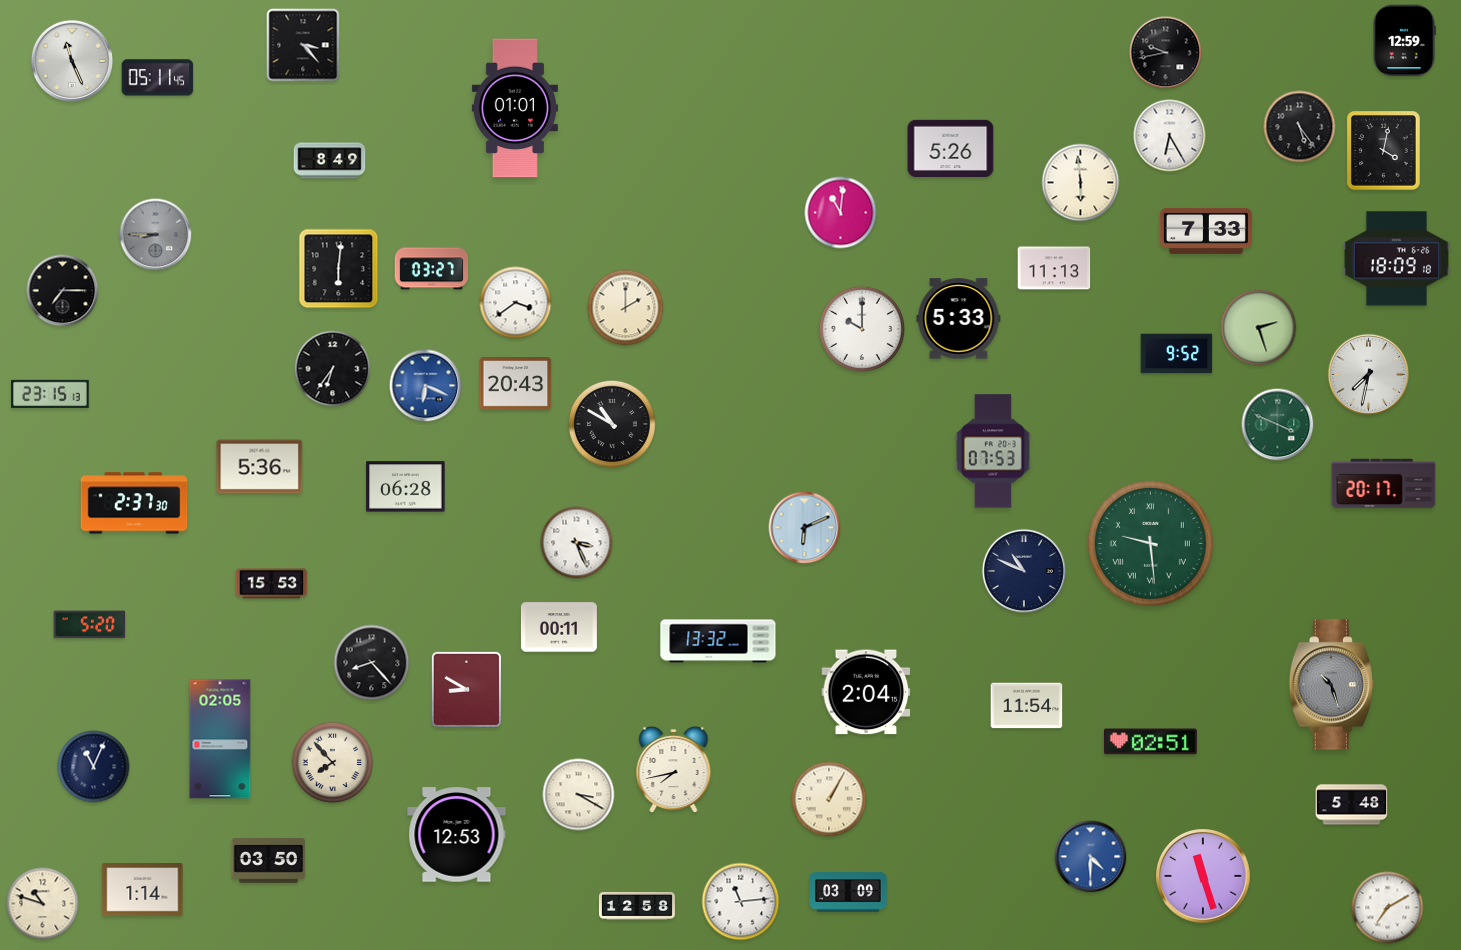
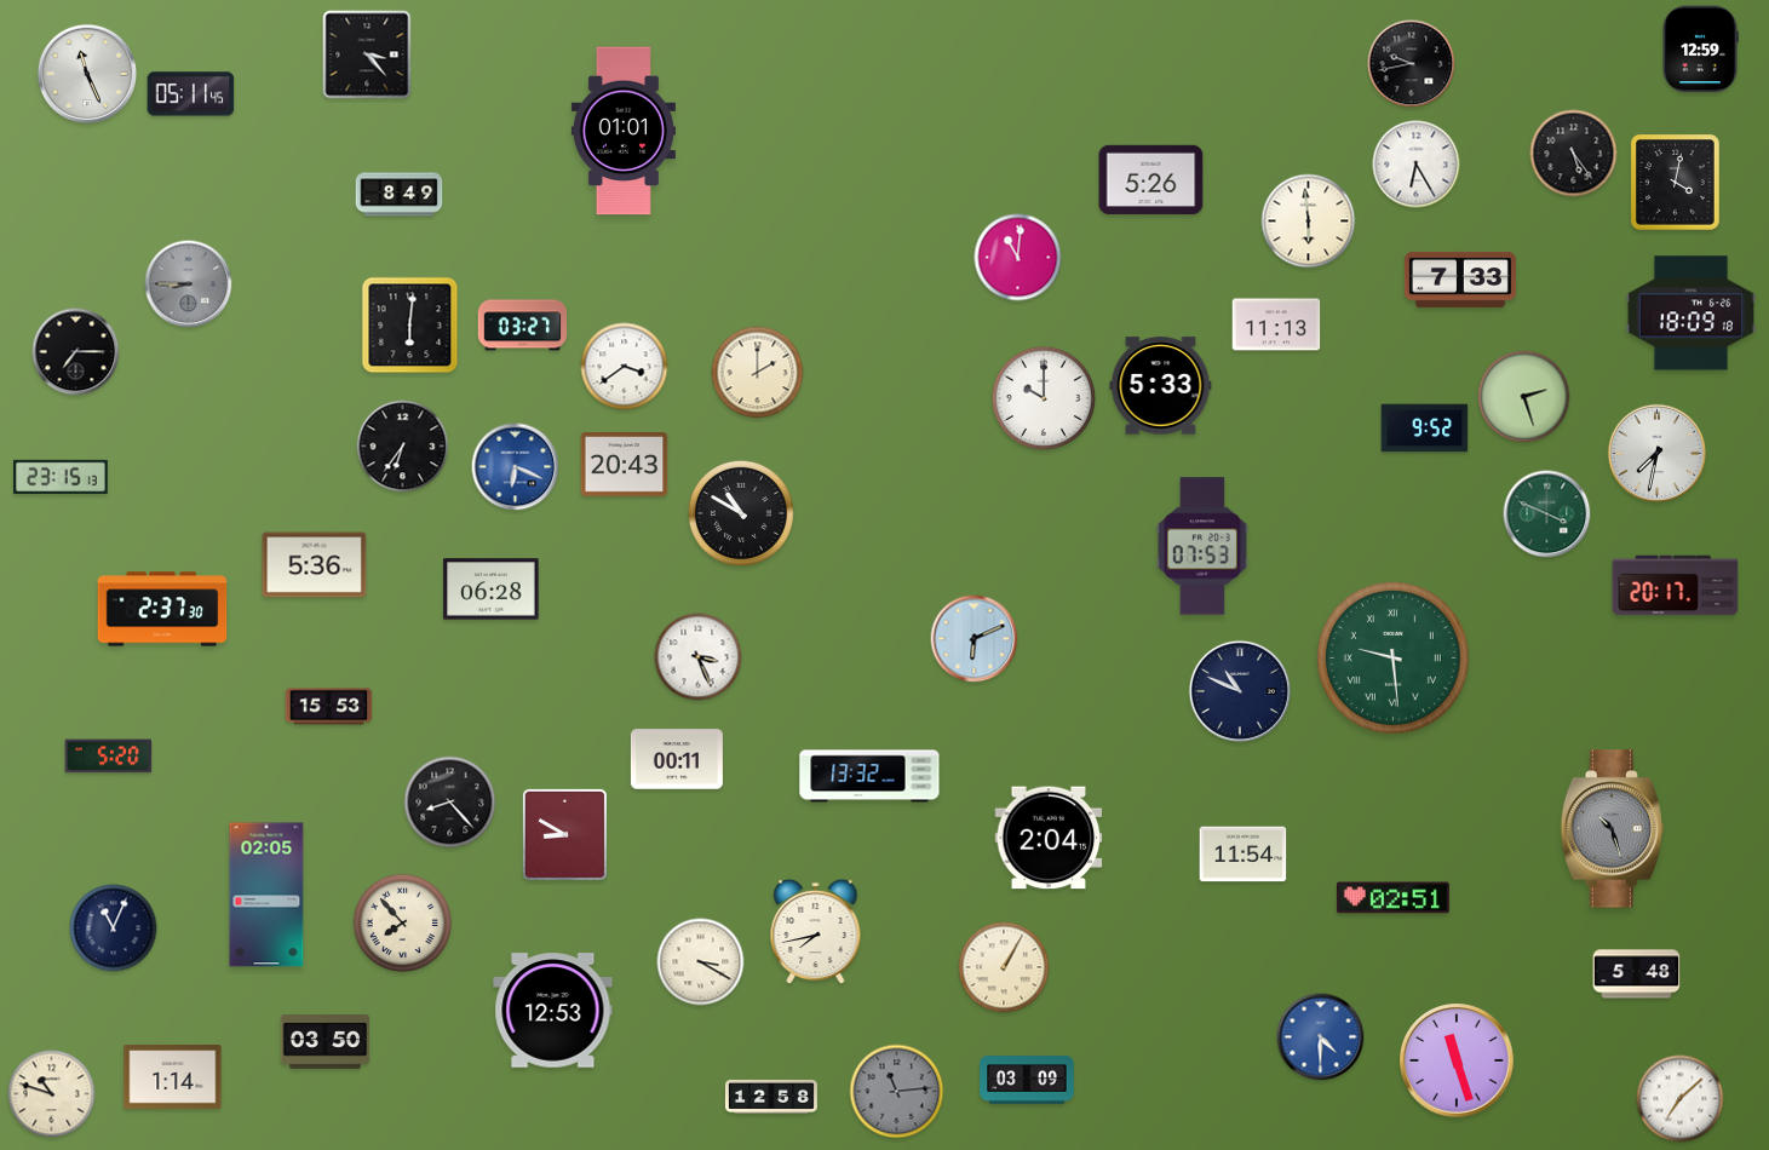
clock at (741, 902) dial: white -> grey
clock at (1388, 908): 7:10 -> 7:08
